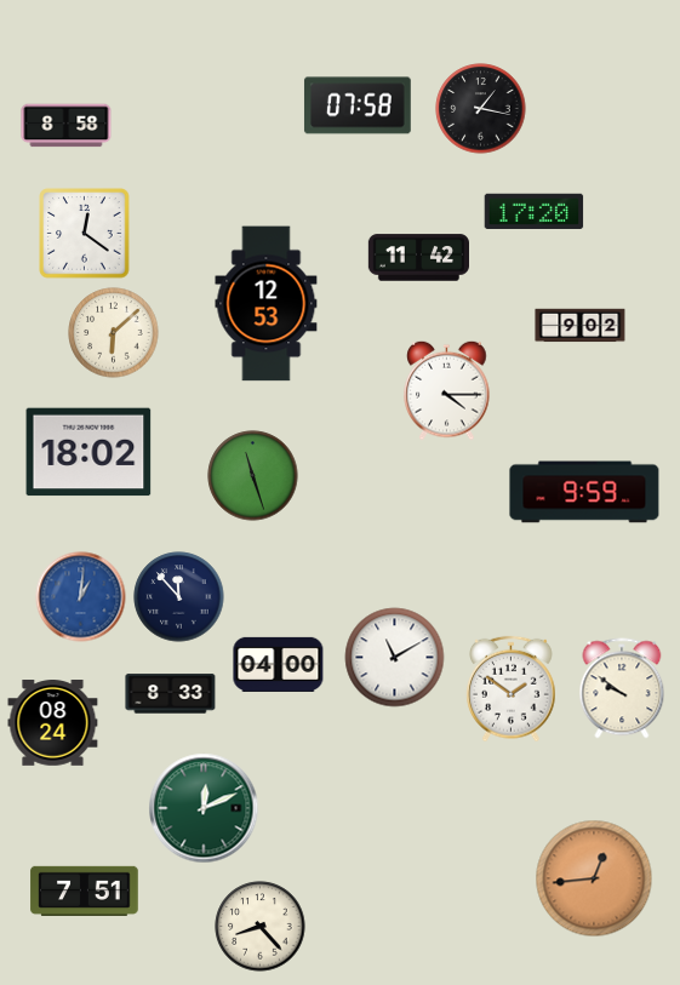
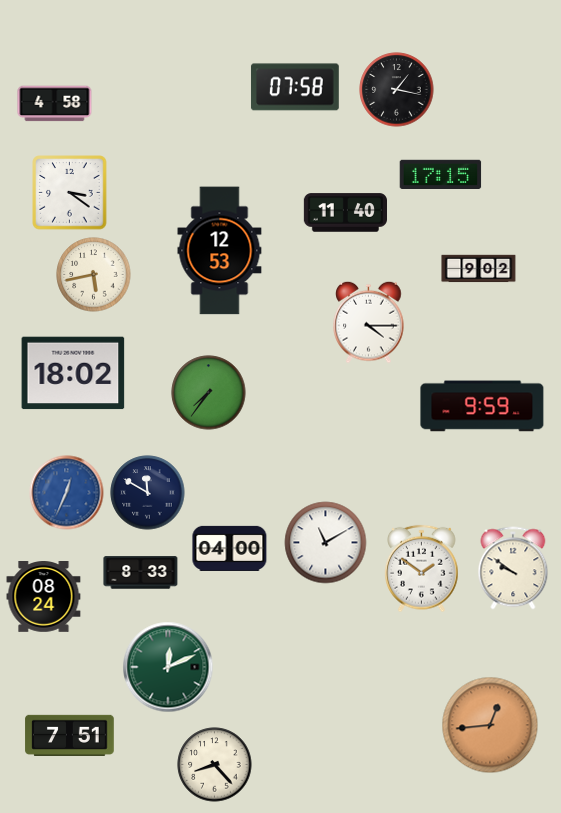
clock at (67, 126): 8:58 -> 4:58
clock at (535, 212): 17:20 -> 17:15
clock at (85, 234): 12:21 -> 3:21
clock at (419, 258): 11:42 -> 11:40
clock at (114, 333): 6:08 -> 5:43
clock at (253, 476): 11:27 -> 7:36
clock at (81, 597): 1:01 -> 12:34
clock at (179, 597): 11:53 -> 11:50
